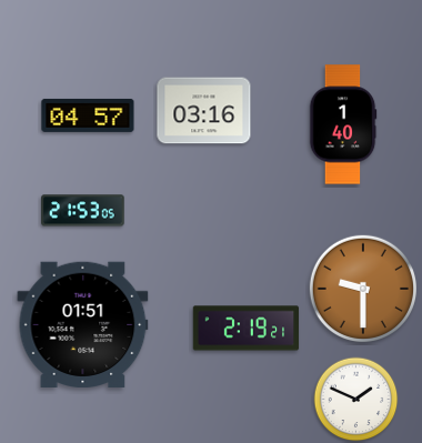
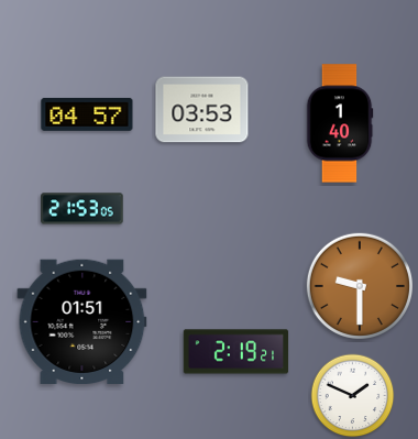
clock at (204, 111): 03:16 -> 03:53
clock at (247, 329) position: (247, 329) -> (237, 352)
